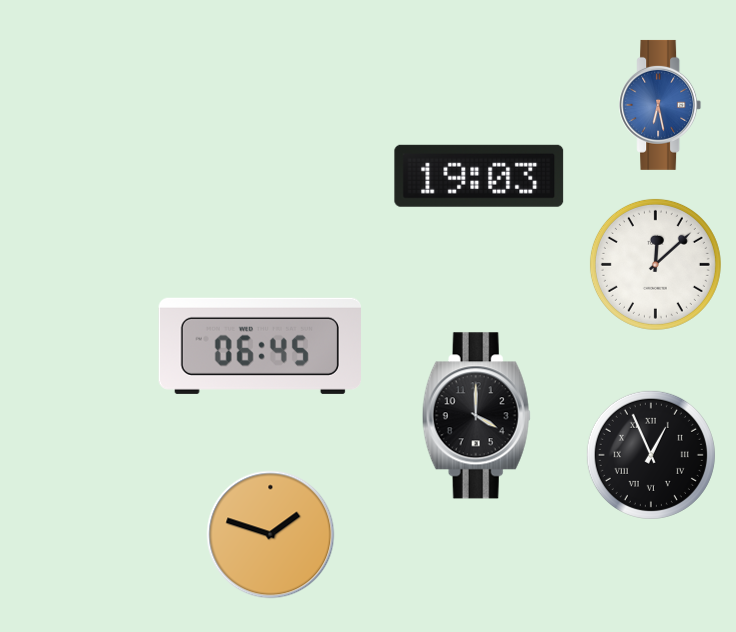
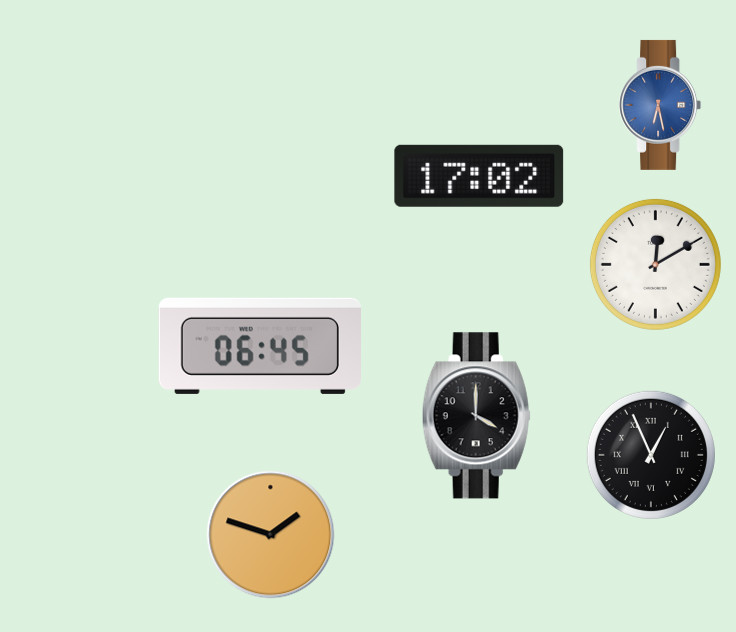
clock at (479, 176): 19:03 -> 17:02
clock at (655, 264): 12:08 -> 12:10
